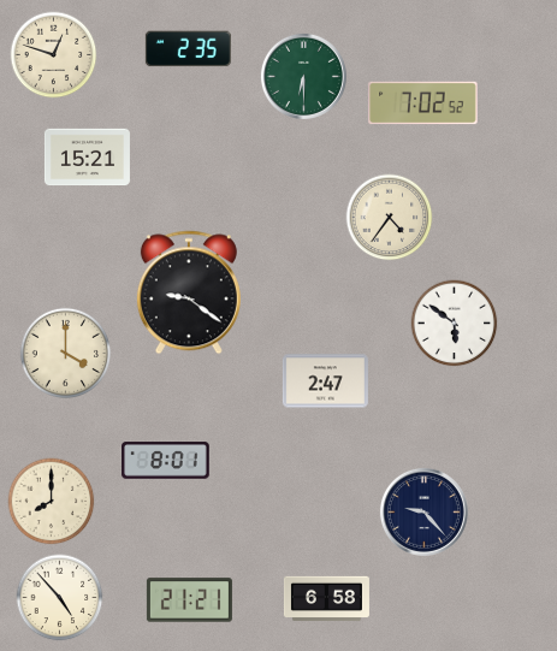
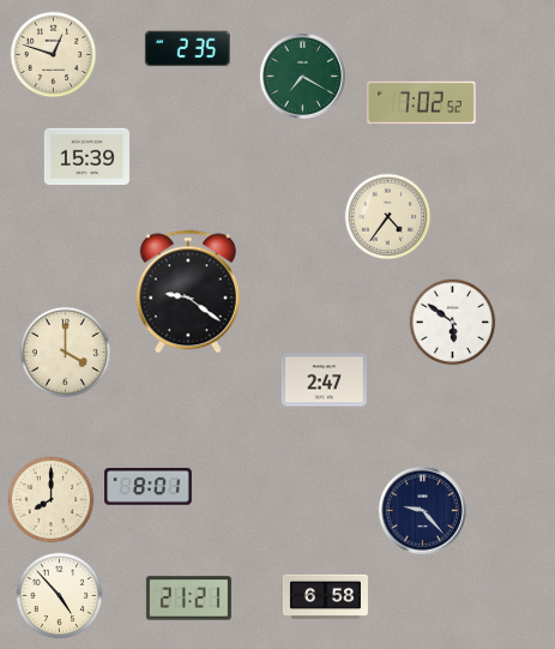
clock at (303, 76): 6:30 -> 7:20
clock at (87, 158): 15:21 -> 15:39
clock at (166, 461) position: (166, 461) -> (149, 487)
